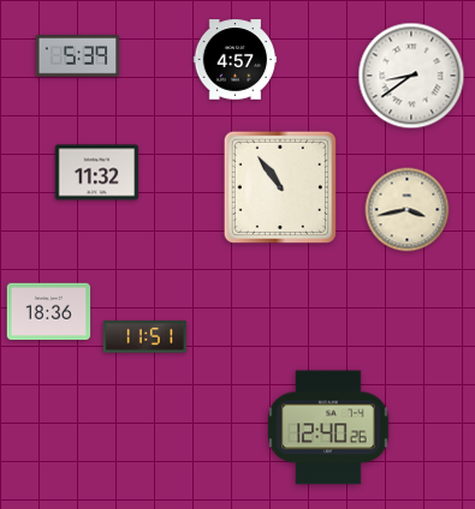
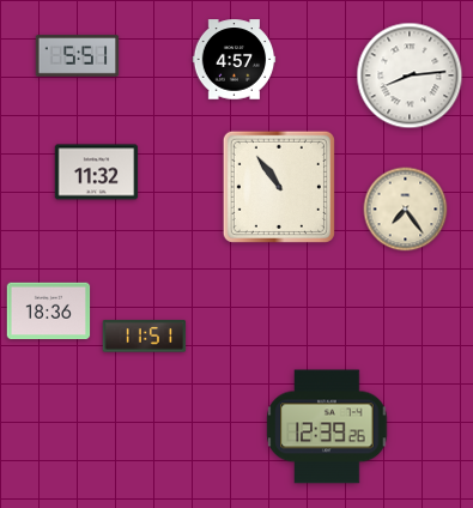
clock at (78, 56): 5:39 -> 5:51
clock at (411, 76): 8:39 -> 8:14
clock at (408, 210): 3:43 -> 7:24
clock at (328, 427): 12:40 -> 12:39
